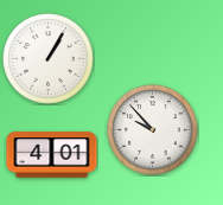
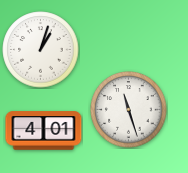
clock at (49, 59): 1:05 -> 1:03
clock at (153, 130): 9:53 -> 11:27
